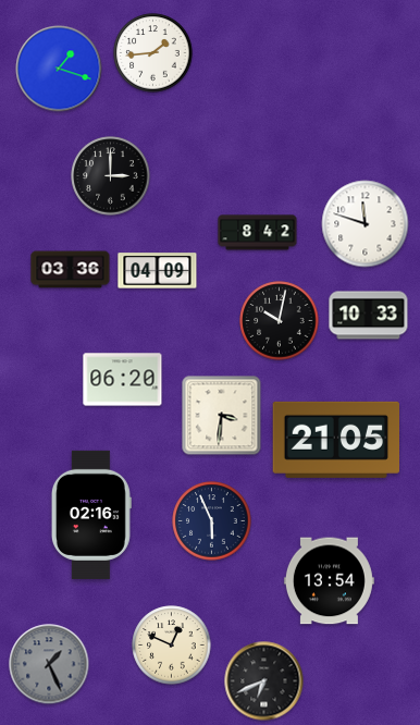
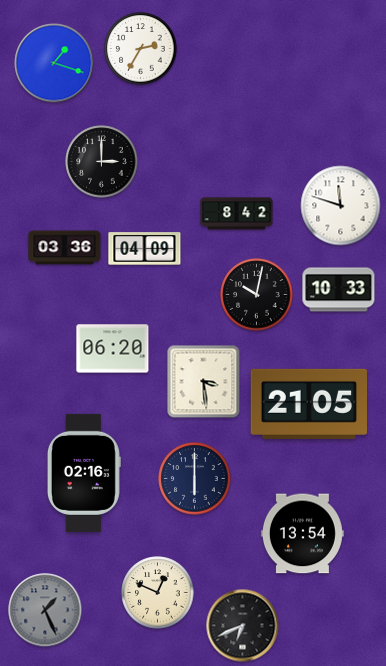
clock at (153, 53): 1:44 -> 2:35
clock at (366, 224) position: (366, 224) -> (341, 206)
clock at (222, 416): 3:31 -> 3:29
clock at (212, 521): 5:56 -> 6:00
